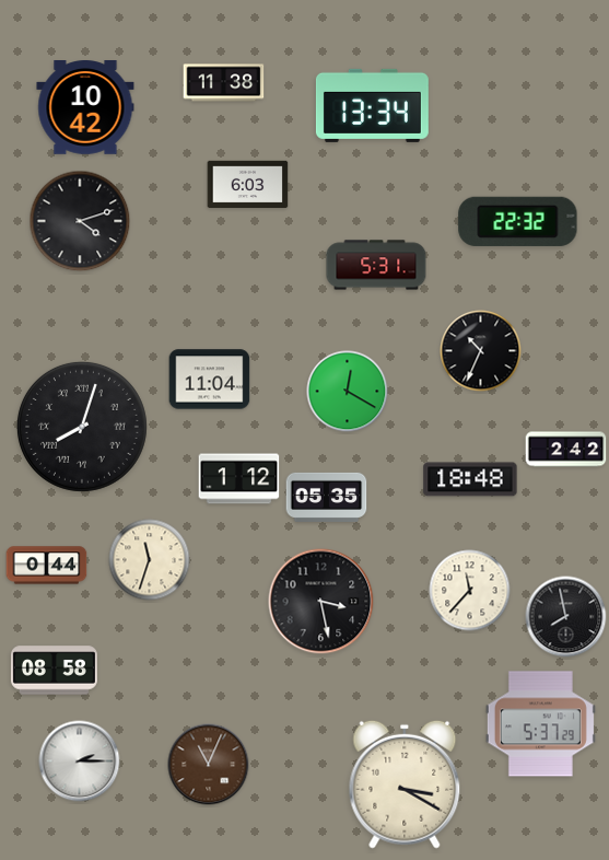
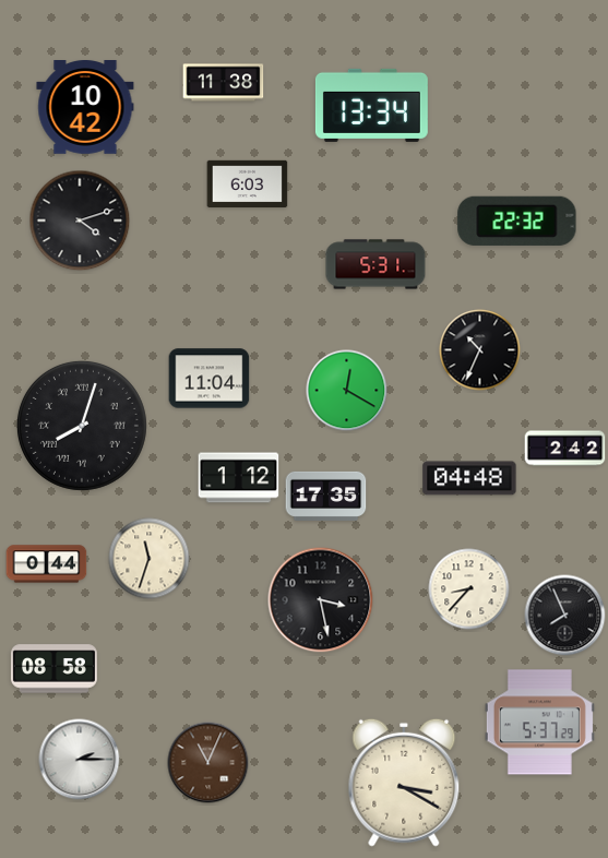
clock at (470, 479): 18:48 -> 04:48
clock at (327, 497): 05:35 -> 17:35
clock at (470, 591): 11:37 -> 8:37
clock at (566, 617): 7:58 -> 7:56
